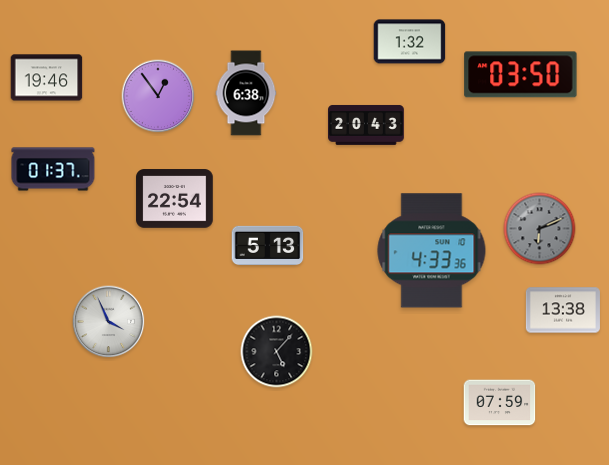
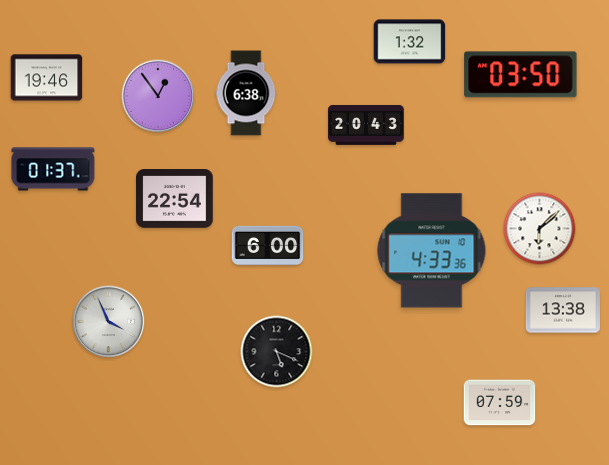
clock at (540, 229): 6:11 -> 6:08
clock at (540, 229) dial: grey -> white
clock at (268, 245): 5:13 -> 6:00
clock at (277, 352): 5:07 -> 5:19
